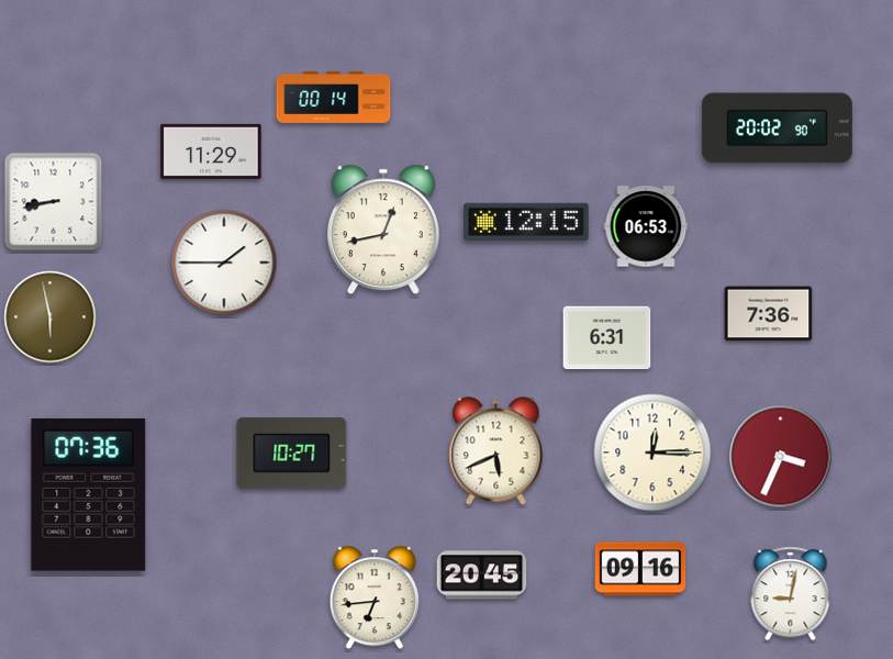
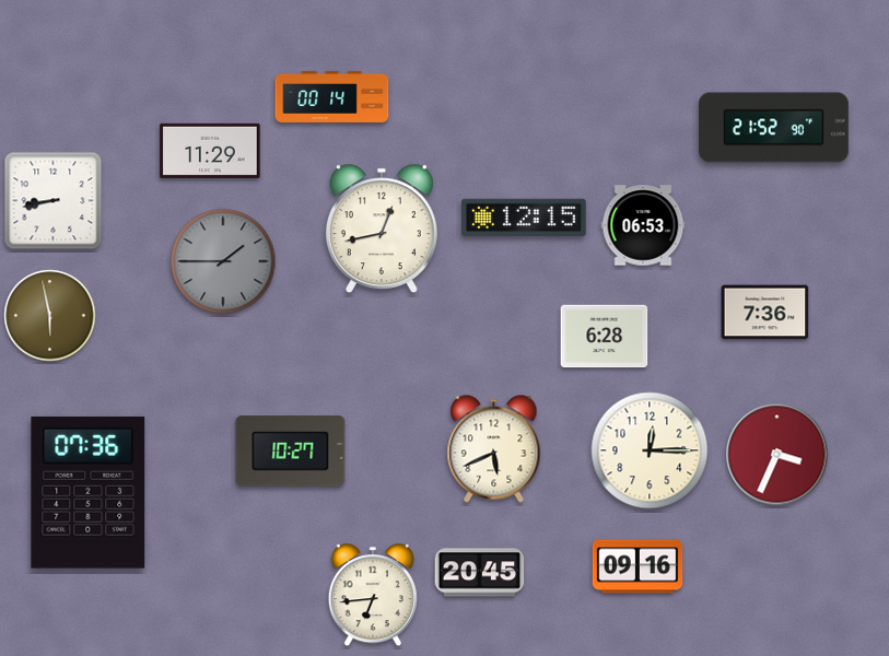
clock at (777, 129): 20:02 -> 21:52
clock at (527, 222) position: (527, 222) -> (525, 218)
clock at (224, 263) dial: white -> grey
clock at (607, 338): 6:31 -> 6:28
clock at (791, 594): 9:02 -> none
